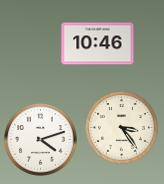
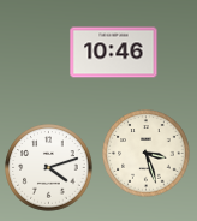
clock at (98, 44) position: (98, 44) -> (114, 53)
clock at (122, 128): 3:24 -> 3:27
